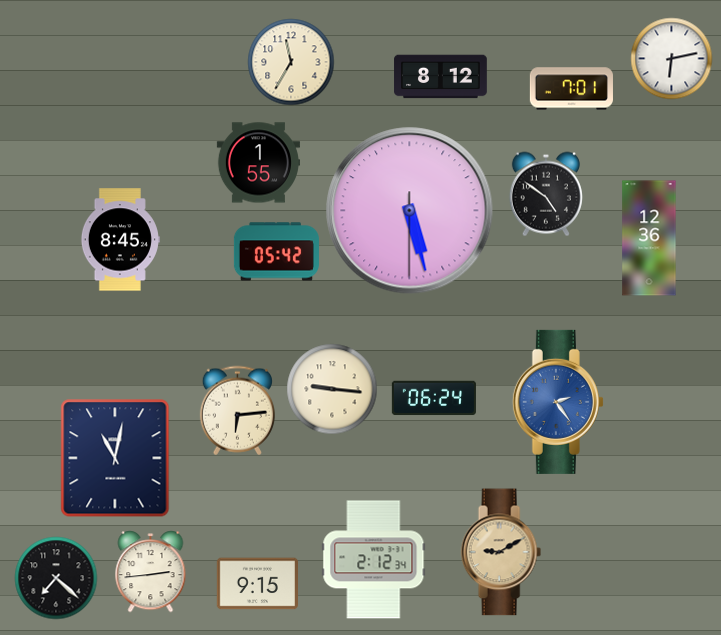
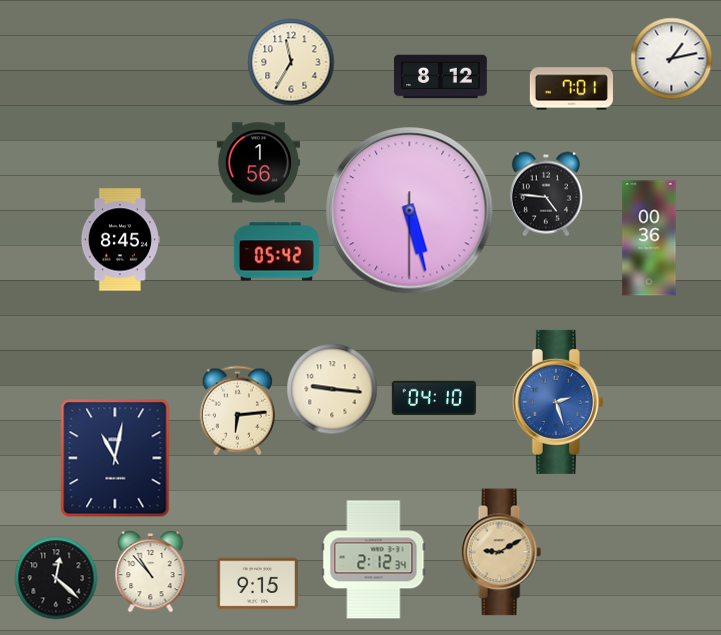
clock at (671, 58): 6:13 -> 1:13
clock at (258, 163): 1:55 -> 1:56
clock at (546, 194): 4:51 -> 4:46
clock at (649, 238): 12:36 -> 00:36
clock at (434, 398): 06:24 -> 04:10
clock at (558, 402): 2:24 -> 2:27
clock at (151, 571): 2:44 -> 10:53
clock at (56, 578): 7:22 -> 12:22
